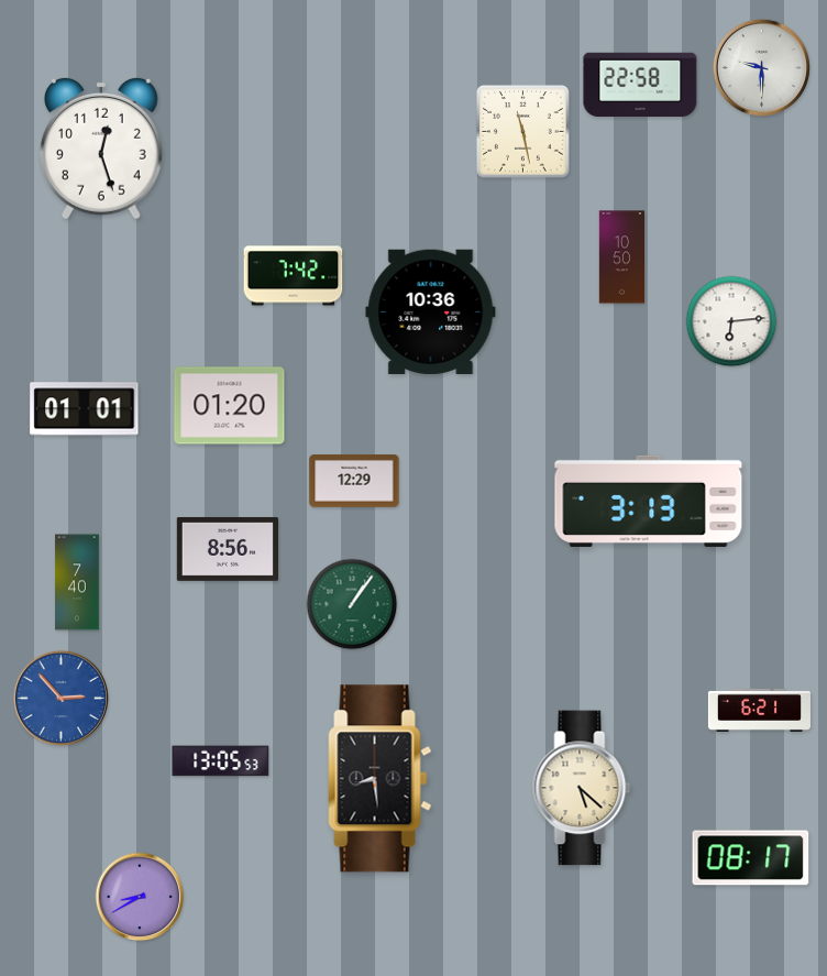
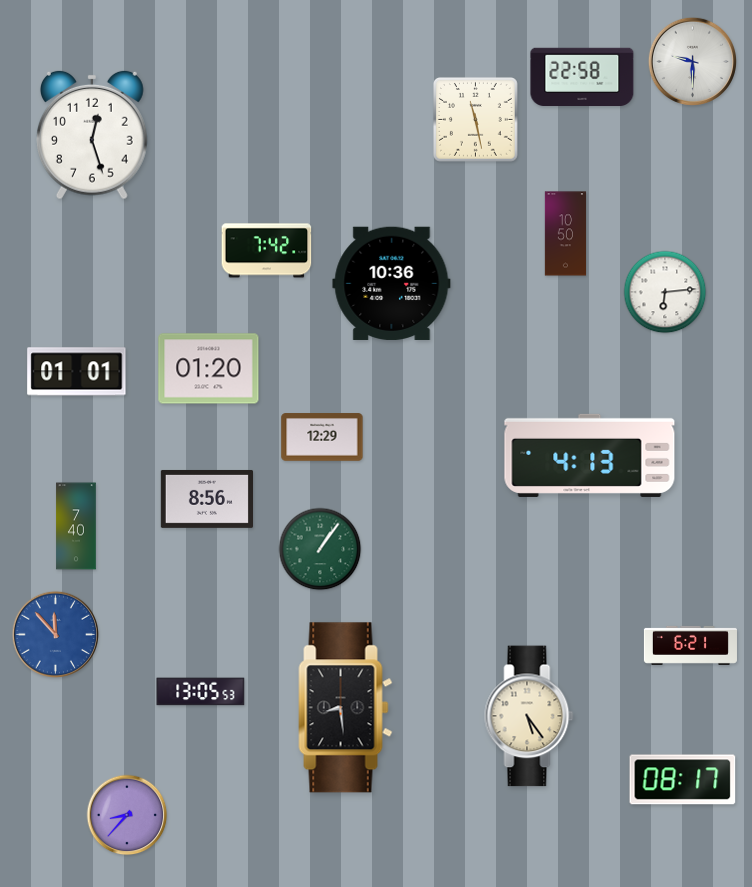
clock at (649, 501): 3:13 -> 4:13
clock at (77, 582) position: (77, 582) -> (76, 526)
clock at (60, 698): 2:53 -> 11:53
clock at (582, 788): 5:22 -> 5:24
clock at (140, 897): 8:40 -> 8:37
